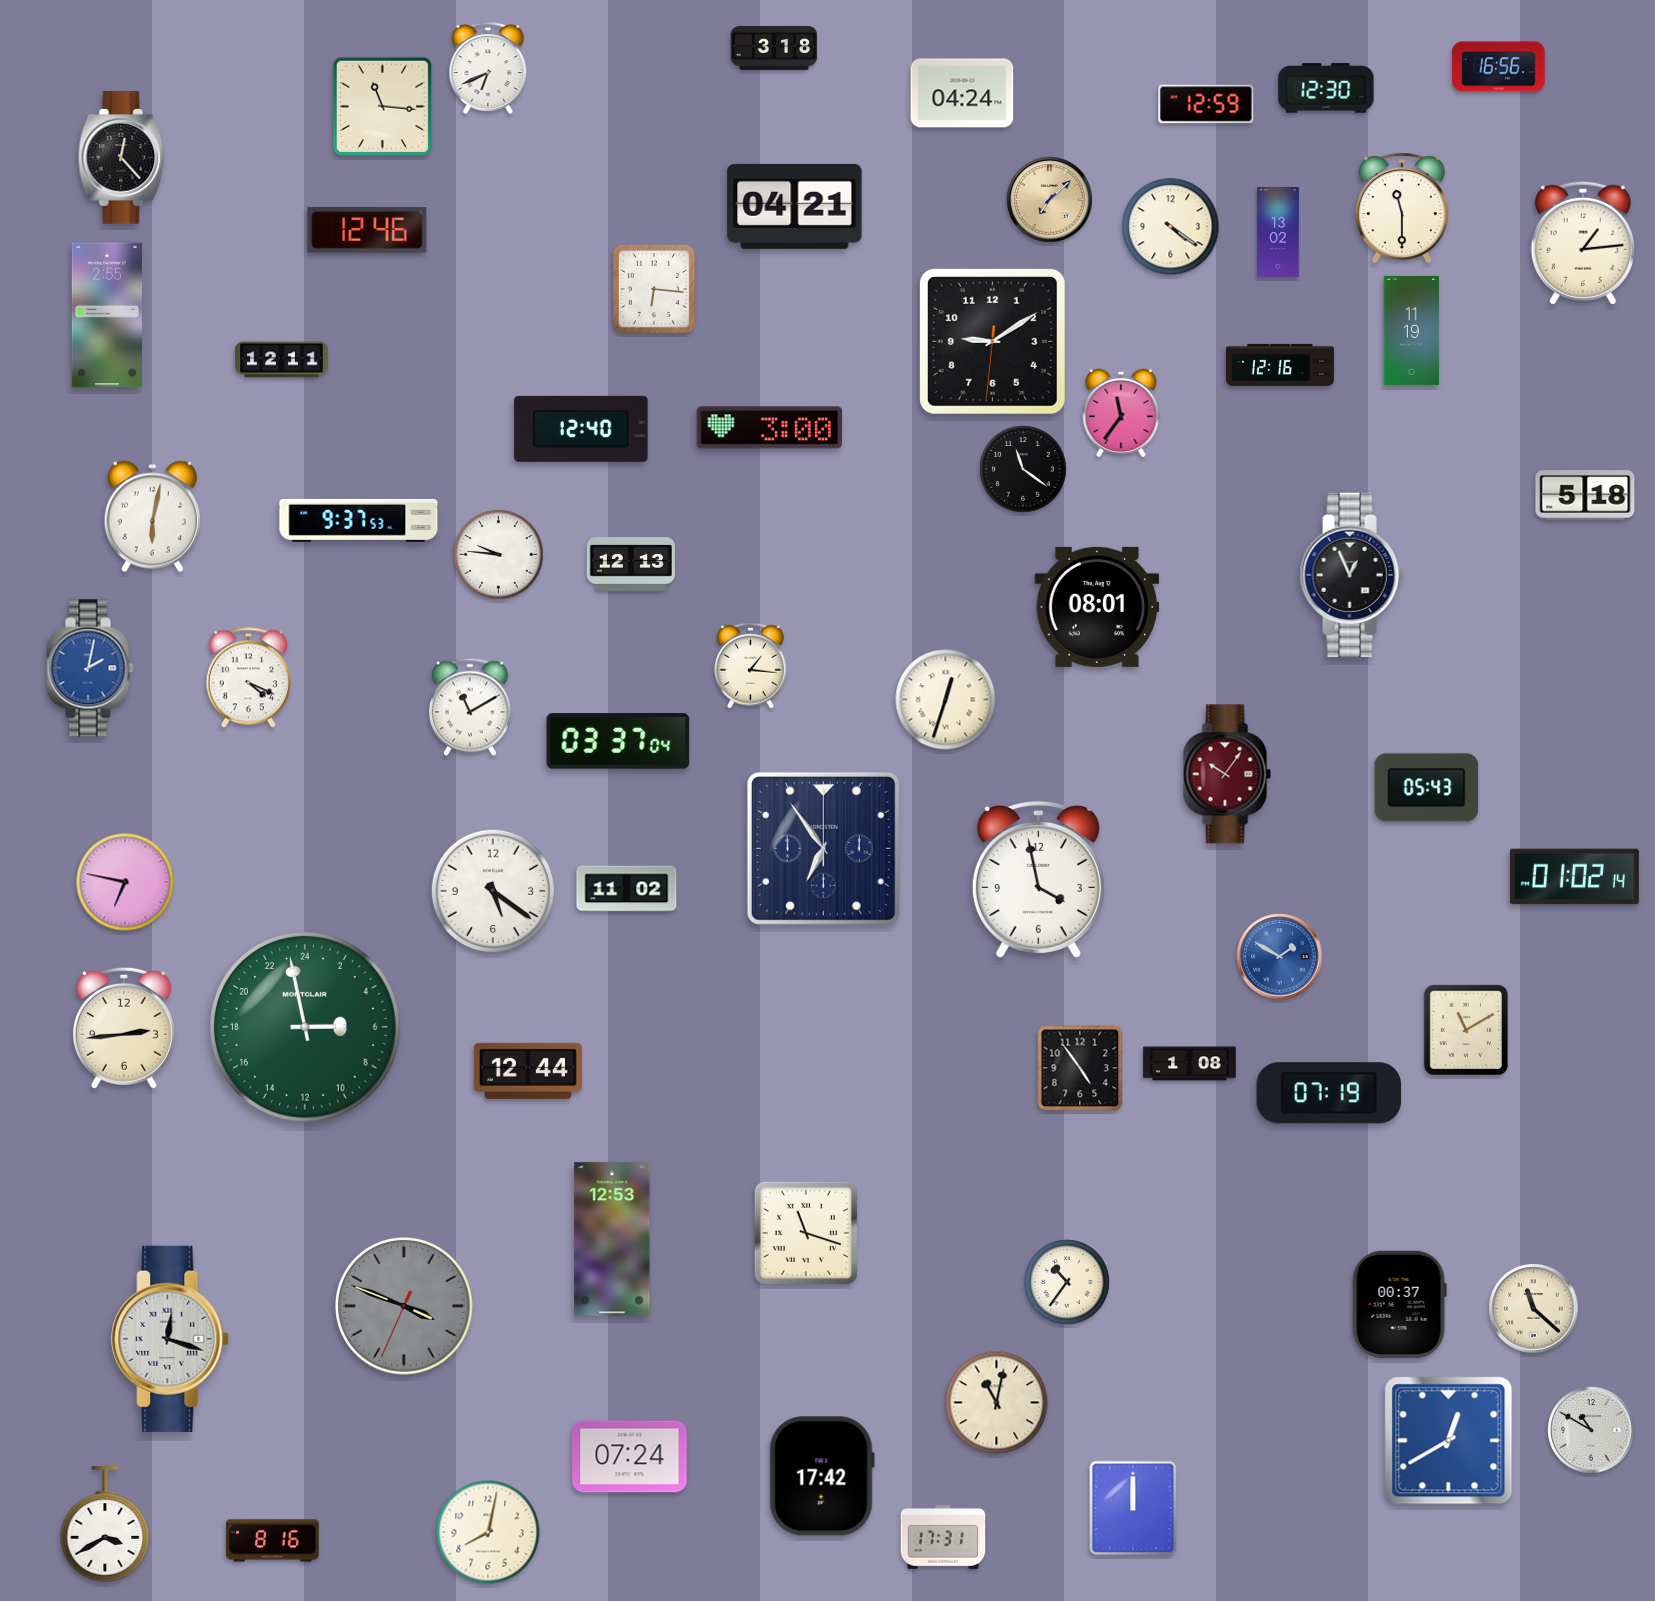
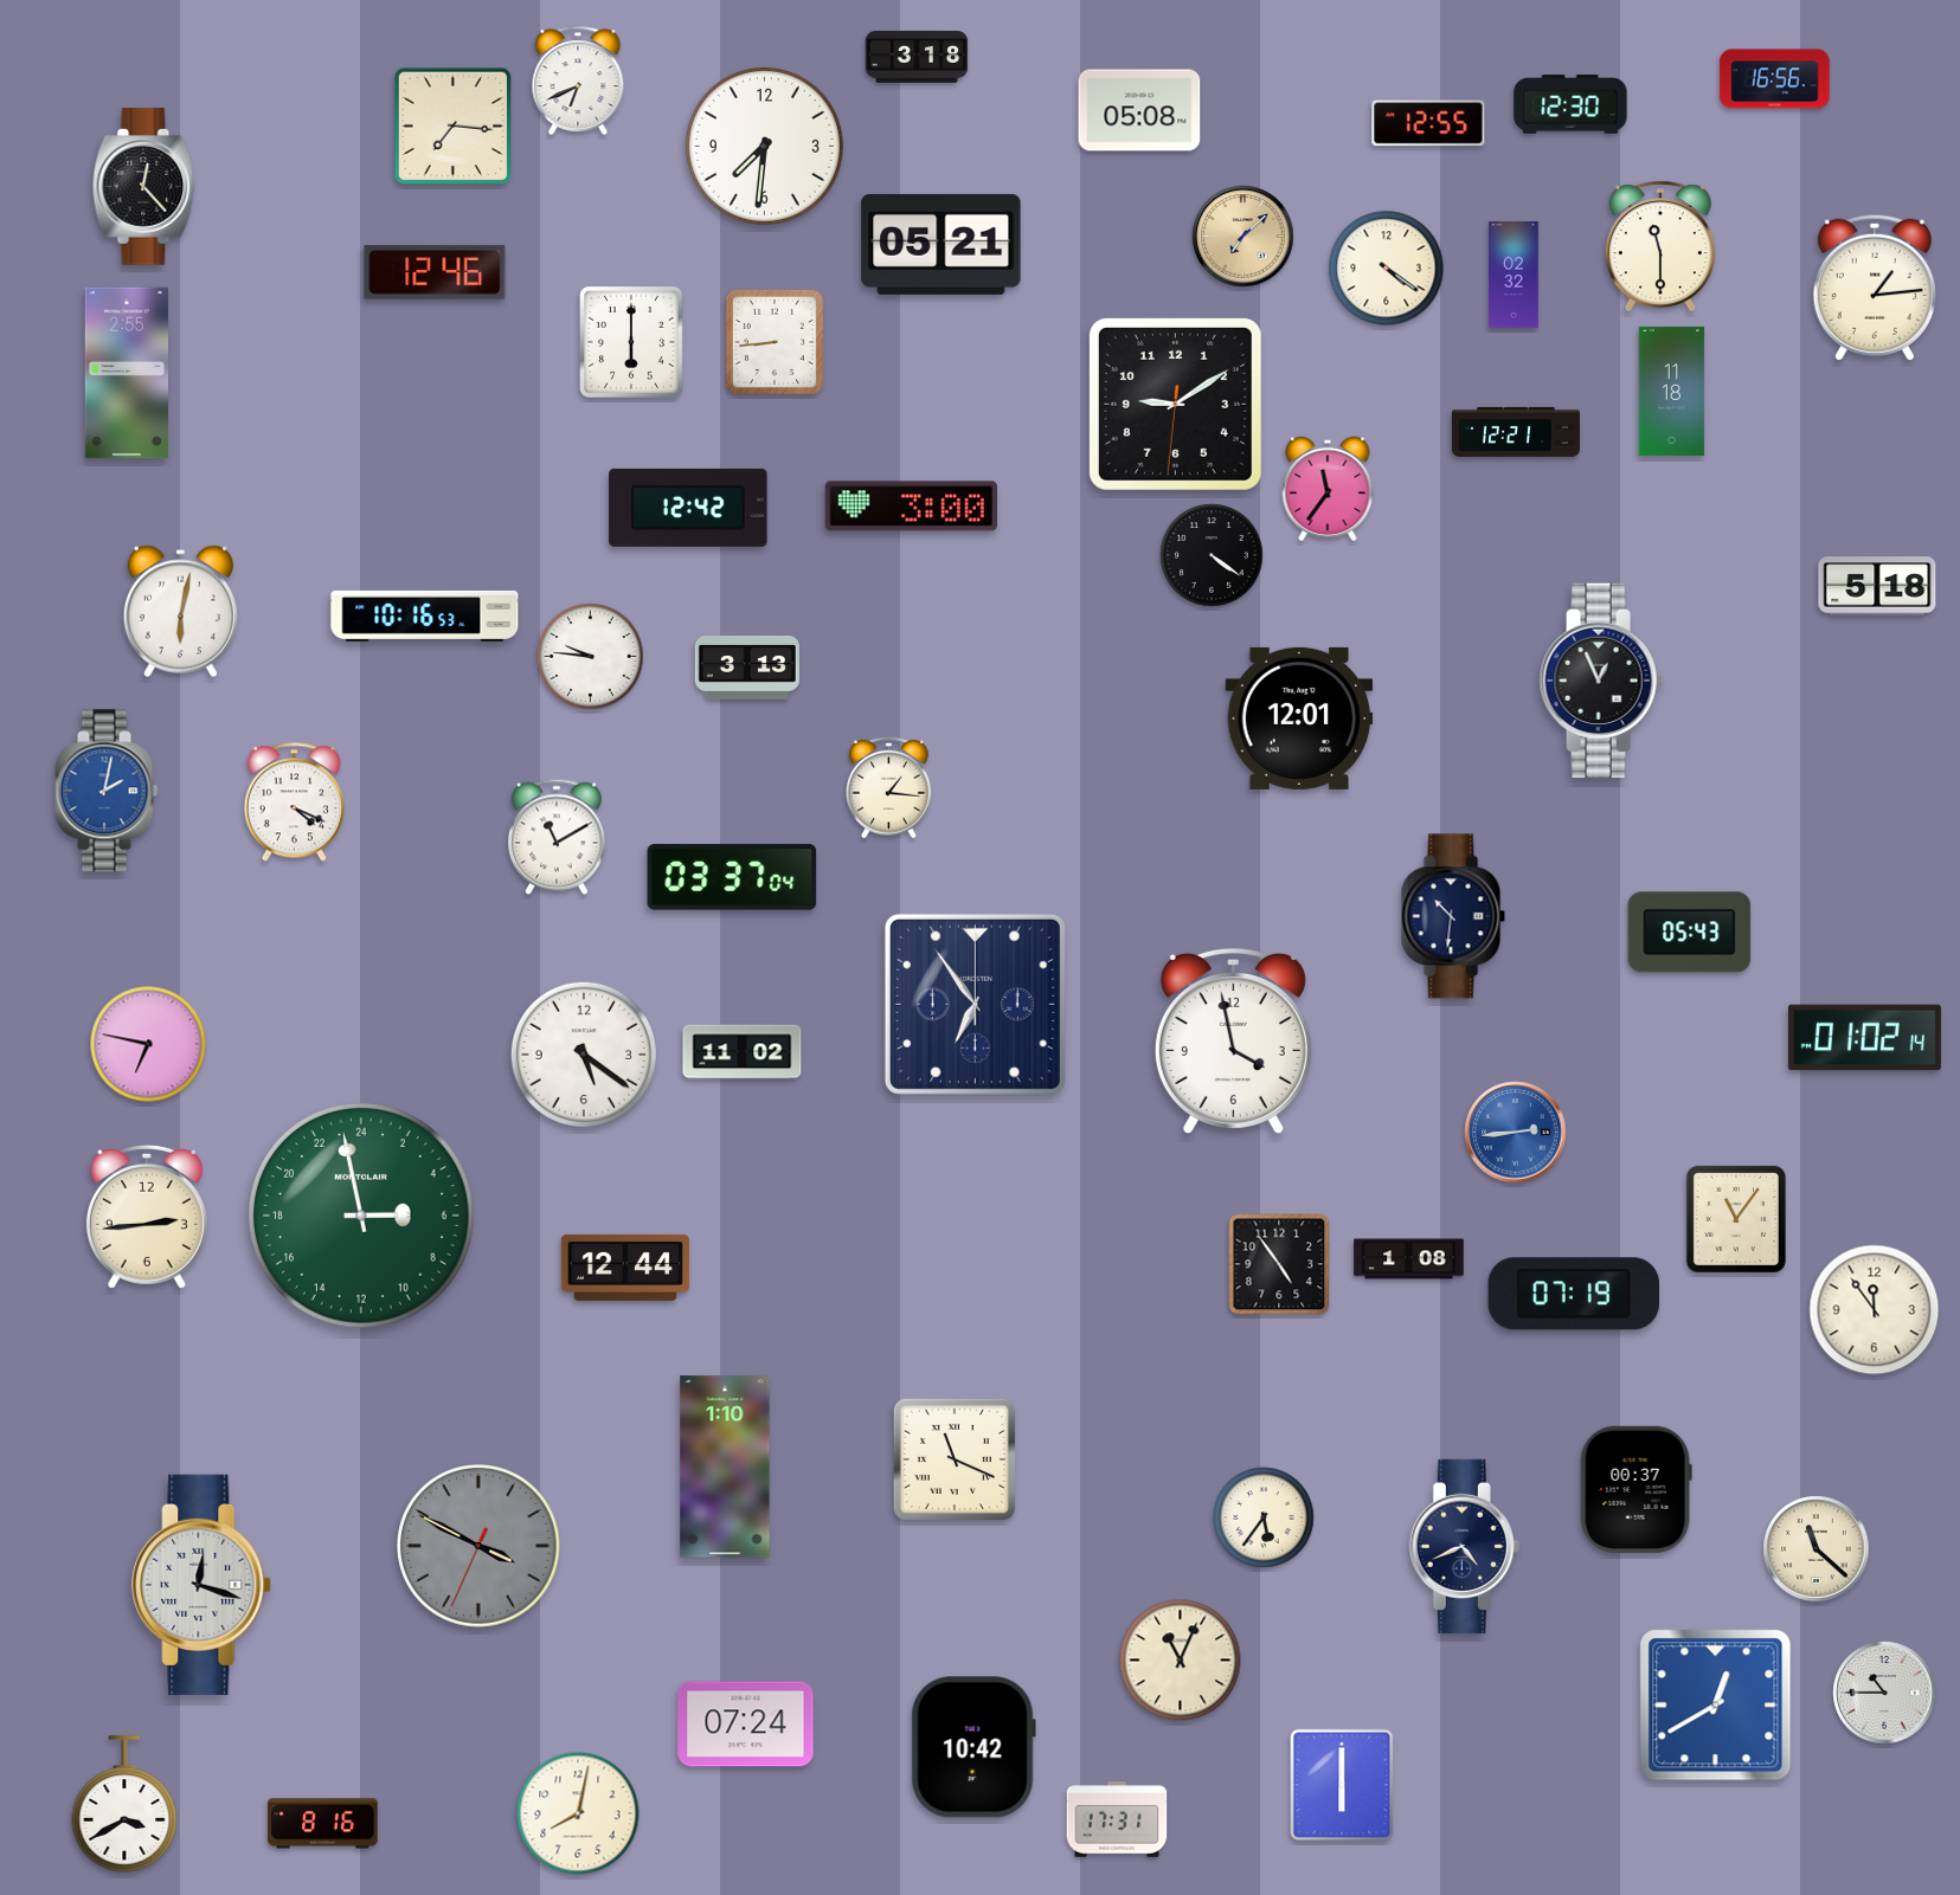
clock at (962, 93): 04:24 -> 05:08
clock at (1206, 104): 12:59 -> 12:55
clock at (383, 107): 11:16 -> 7:16
clock at (764, 146): none -> 7:31
clock at (795, 206): 04:21 -> 05:21
clock at (1278, 232): 13:02 -> 02:32
clock at (654, 289): 6:16 -> 8:44
clock at (632, 343): none -> 6:00
clock at (1412, 330): 11:19 -> 11:18
clock at (282, 360): 12:11 -> none
clock at (1280, 365): 12:16 -> 12:21
clock at (581, 429): 12:40 -> 12:42
clock at (1023, 469): 11:21 -> 4:21
clock at (359, 520): 9:37 -> 10:16
clock at (631, 565): 12:13 -> 3:13
clock at (1097, 607): 08:01 -> 12:01
clock at (946, 700): 12:33 -> none
clock at (1227, 774): 10:06 -> 10:31
clock at (1227, 774) dial: burgundy -> navy
clock at (1038, 879) position: (1038, 879) -> (1233, 1040)
clock at (1280, 957): 1:50 -> 2:44
clock at (1466, 1030): 11:10 -> 11:06
clock at (1875, 1310): none -> 11:54
clock at (806, 1233): 11:18 -> 11:19
clock at (612, 1239): 12:53 -> 1:10
clock at (1067, 1282): 10:36 -> 5:36
clock at (1399, 1304) position: (1399, 1304) -> (1636, 1489)
clock at (1464, 1546): none -> 4:41
clock at (405, 1307): 3:48 -> 3:49
clock at (997, 1403): 11:02 -> 11:04
clock at (1591, 1430): 10:50 -> 10:45
clock at (822, 1476): 17:42 -> 10:42
clock at (1133, 1508): 12:00 -> 6:00
